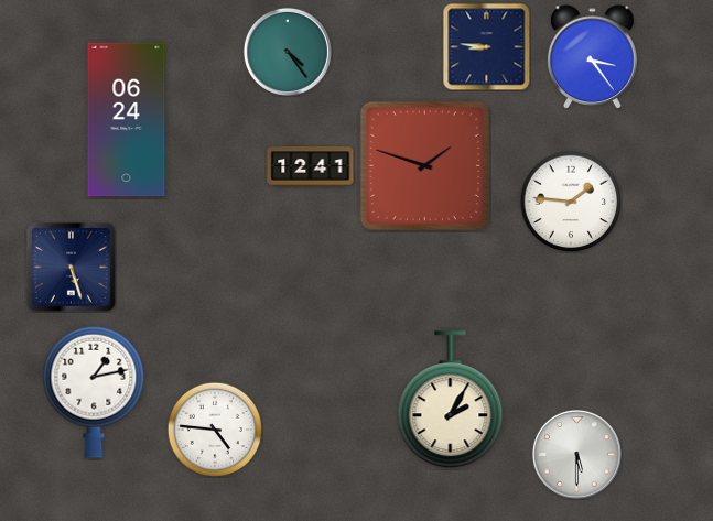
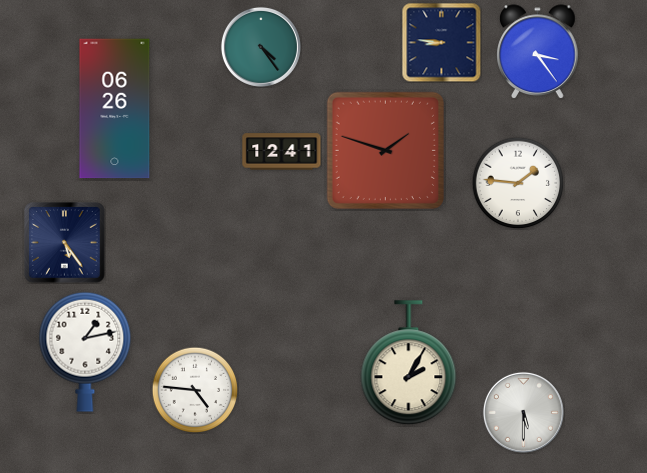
clock at (127, 120): 06:24 -> 06:26
clock at (72, 268): 5:27 -> 5:24
clock at (94, 392) position: (94, 392) -> (85, 352)
